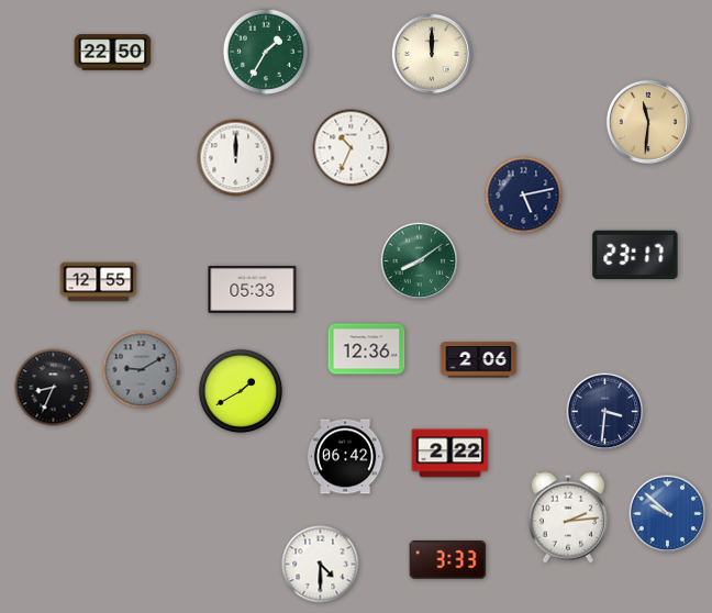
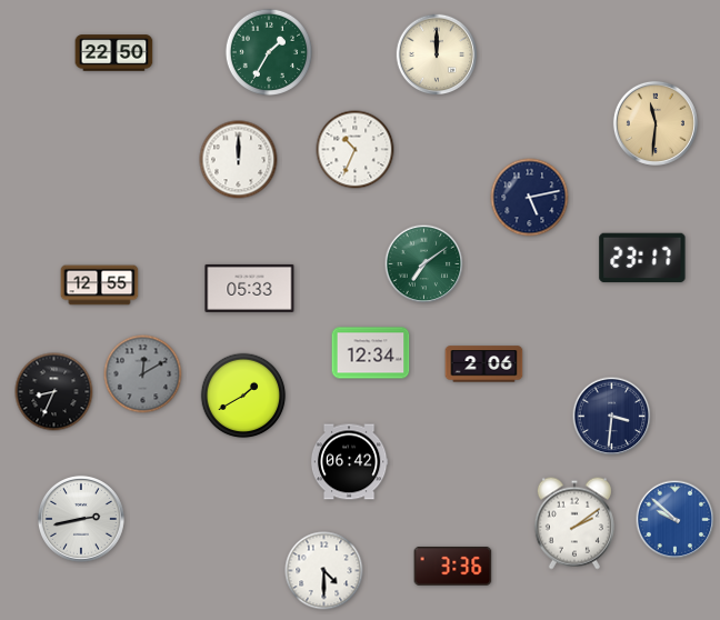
clock at (420, 261): 8:09 -> 7:09
clock at (253, 289) position: (253, 289) -> (250, 288)
clock at (367, 349): 12:36 -> 12:34
clock at (142, 370): 9:10 -> 12:10
clock at (450, 454): 2:22 -> none
clock at (81, 519): none -> 2:43
clock at (568, 517): 2:14 -> 2:09
clock at (448, 559): 3:33 -> 3:36
